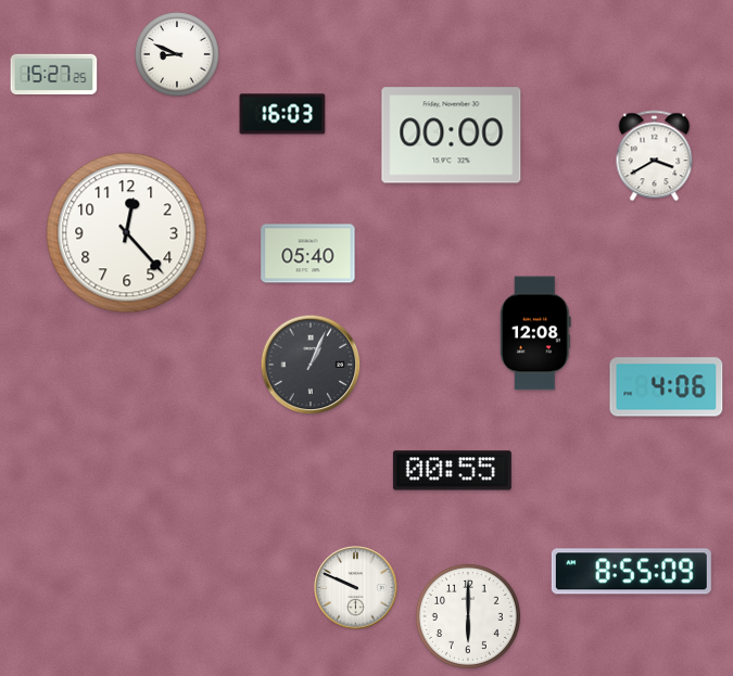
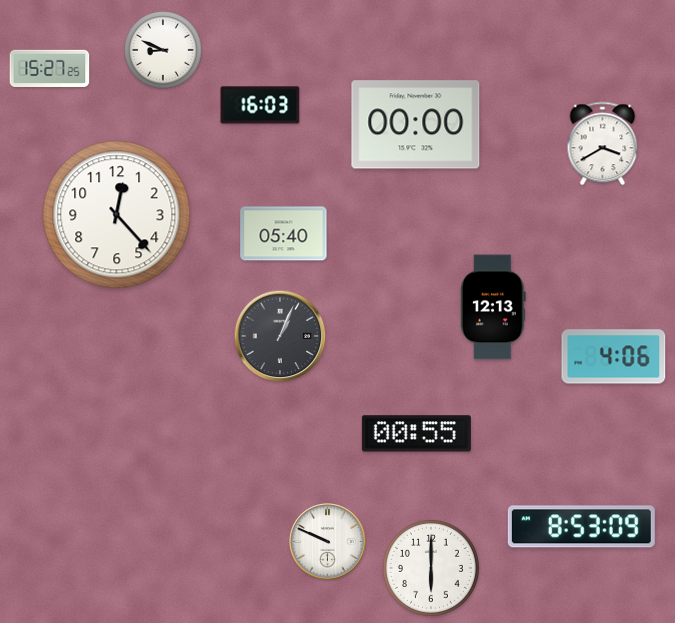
clock at (535, 333): 12:08 -> 12:13
clock at (311, 365) position: (311, 365) -> (280, 336)
clock at (631, 572): 8:55 -> 8:53
